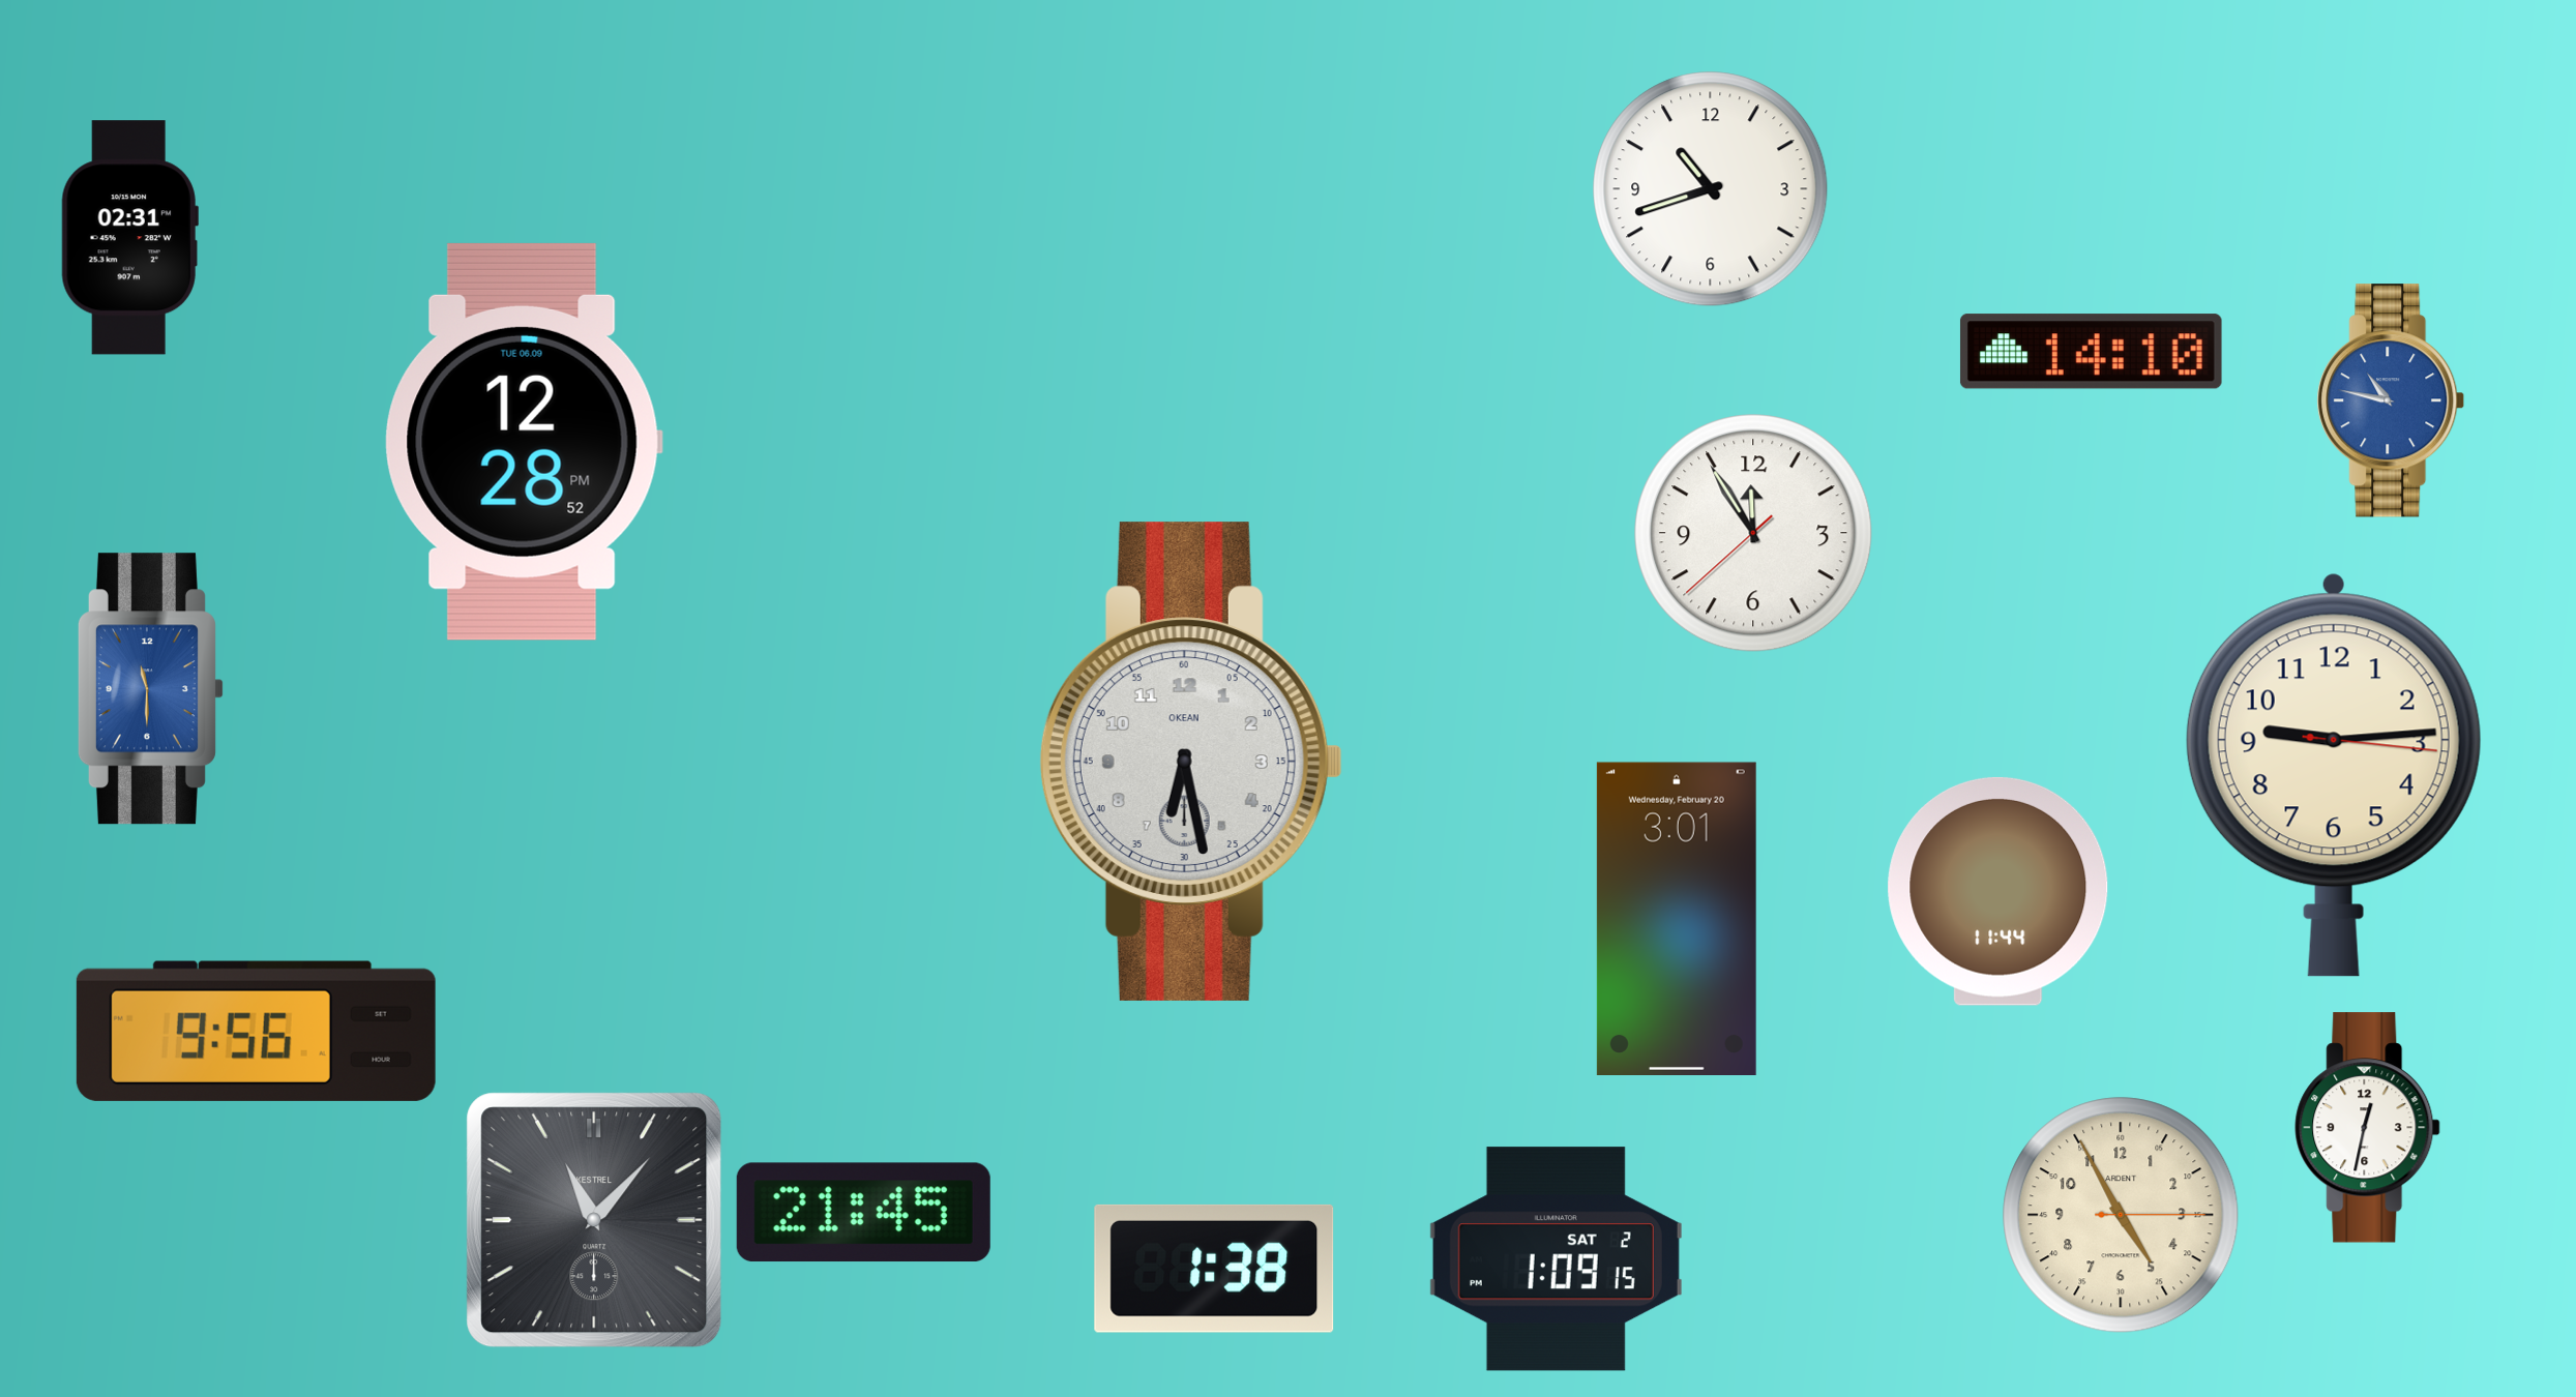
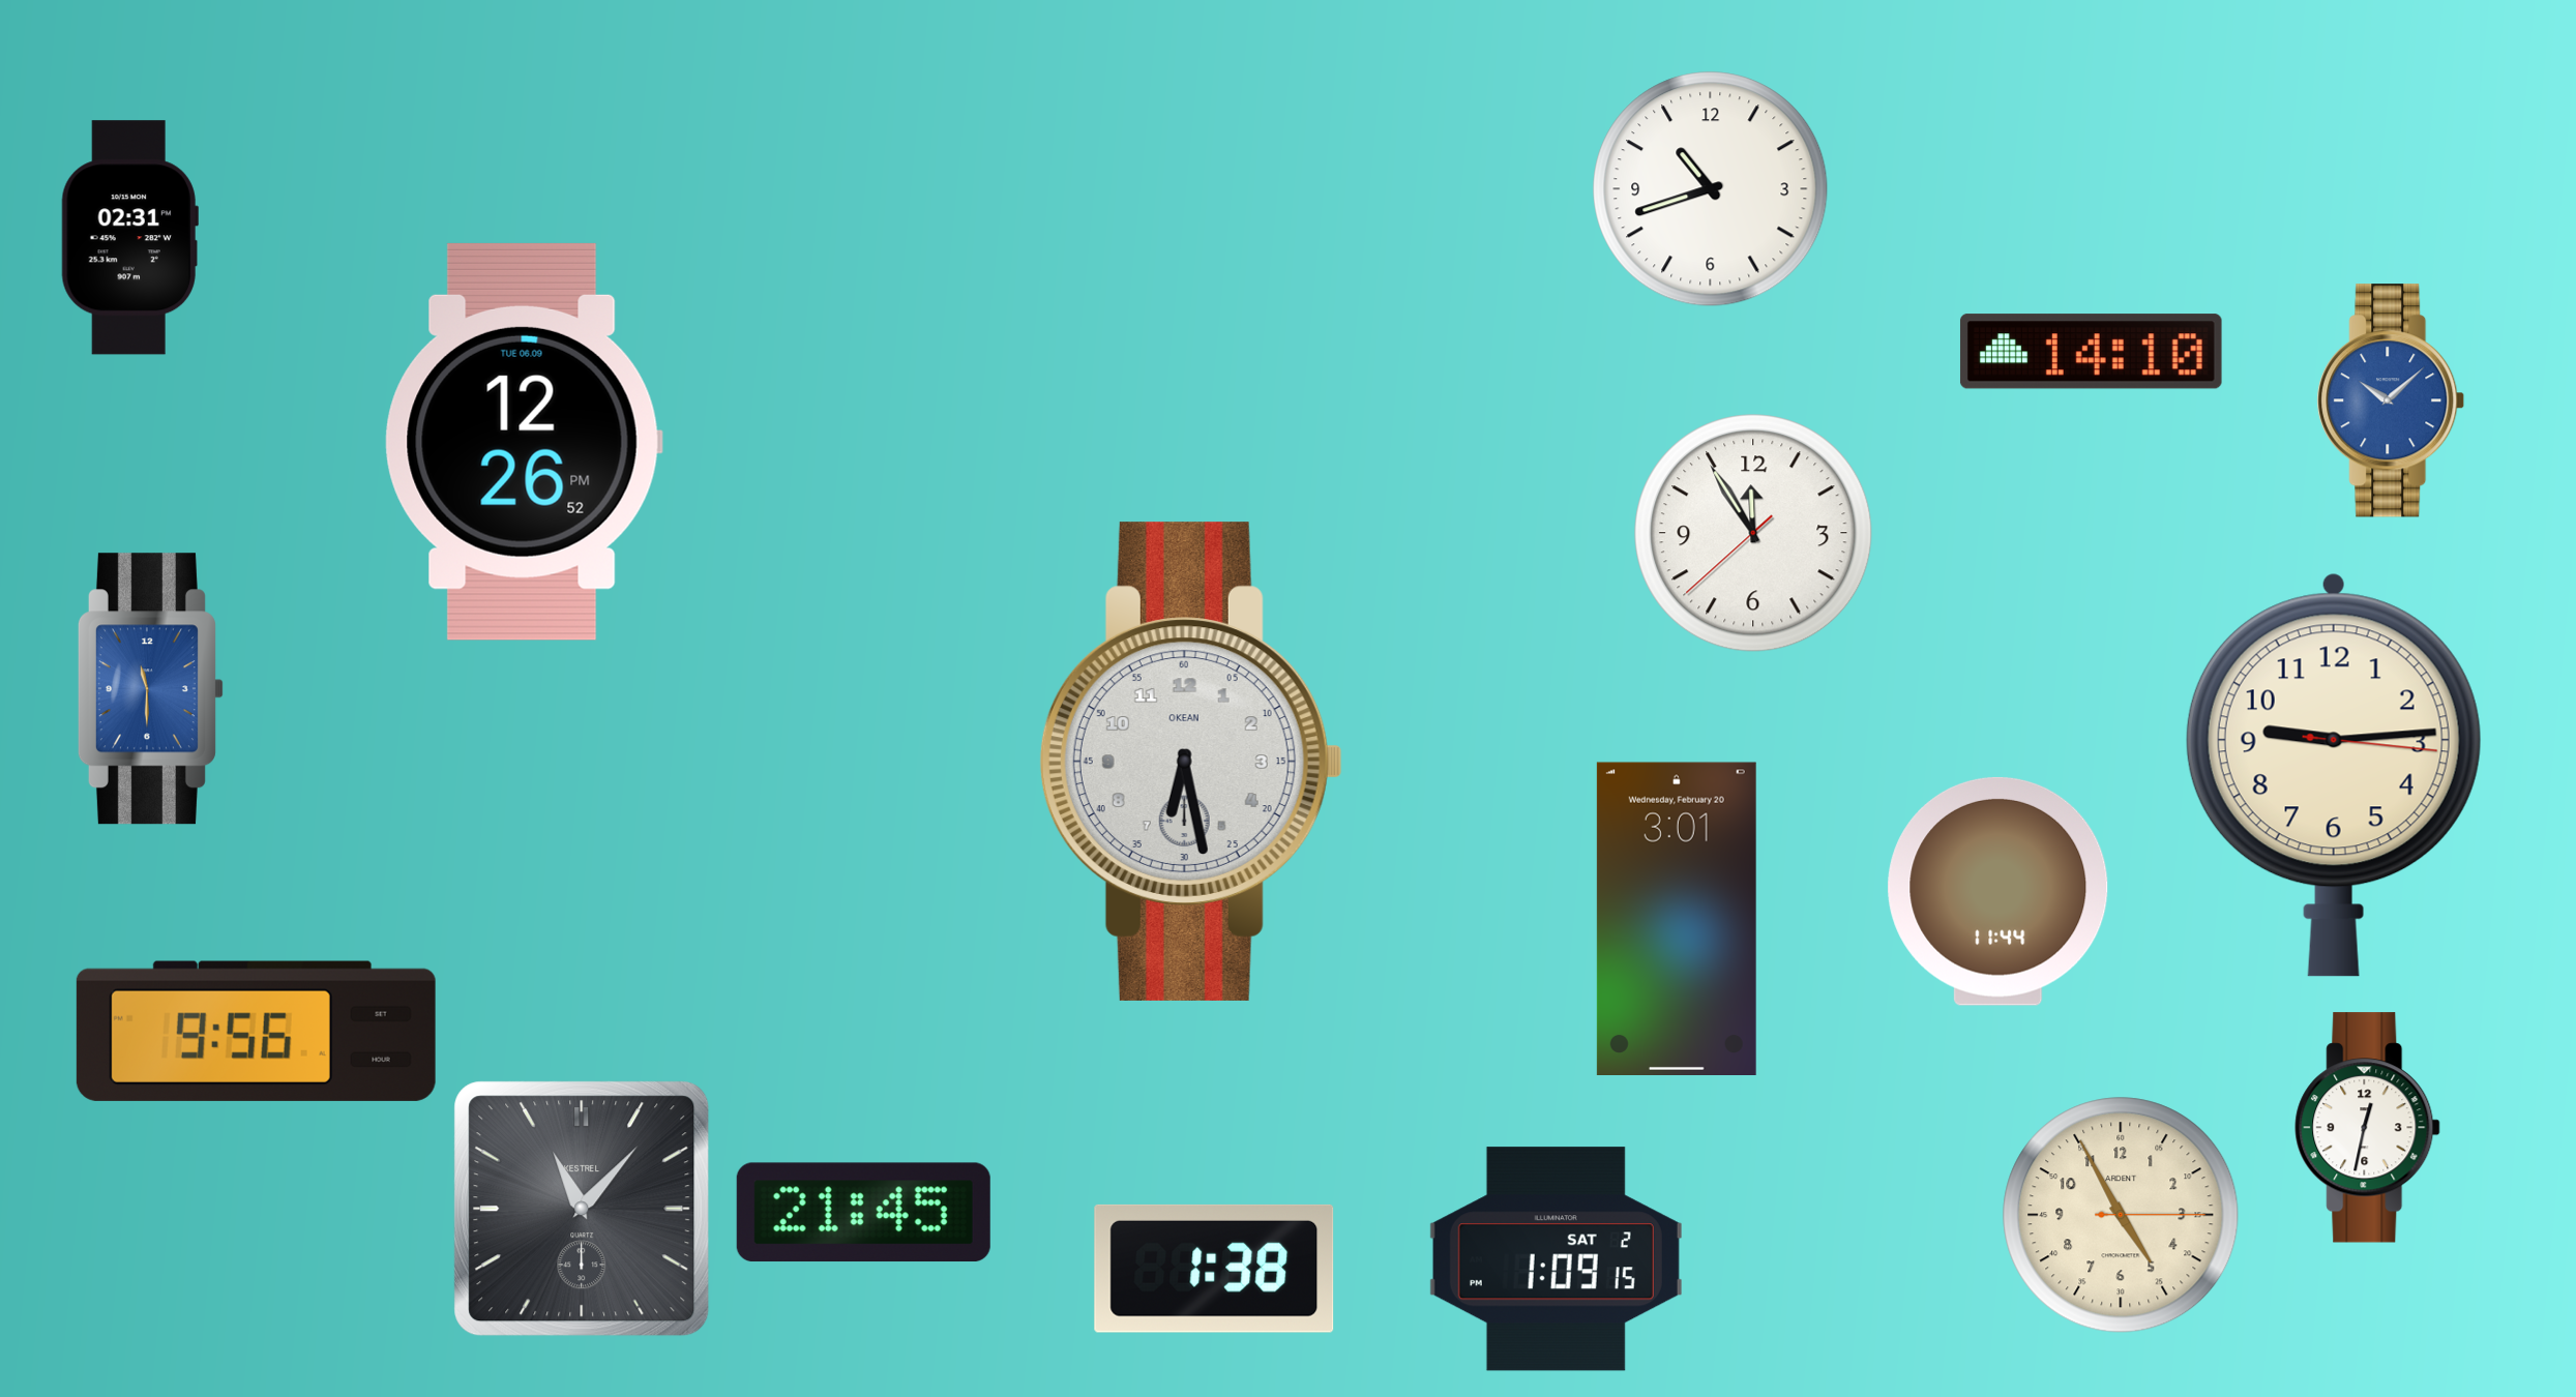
clock at (2391, 400): 10:47 -> 10:08
clock at (524, 442): 12:28 -> 12:26
clock at (594, 1220) position: (594, 1220) -> (582, 1209)
